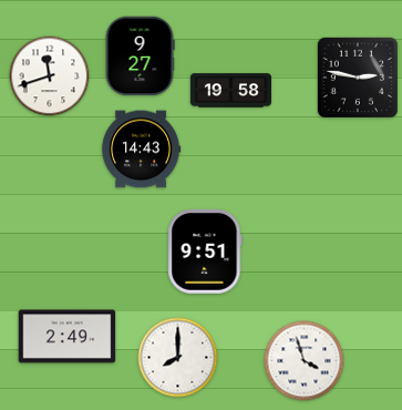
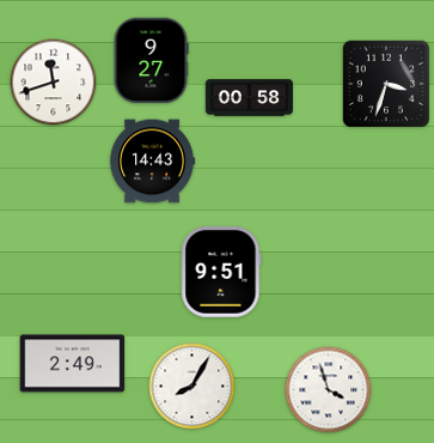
clock at (357, 76): 2:47 -> 3:33
clock at (230, 91): 19:58 -> 00:58
clock at (178, 358): 8:00 -> 8:05
